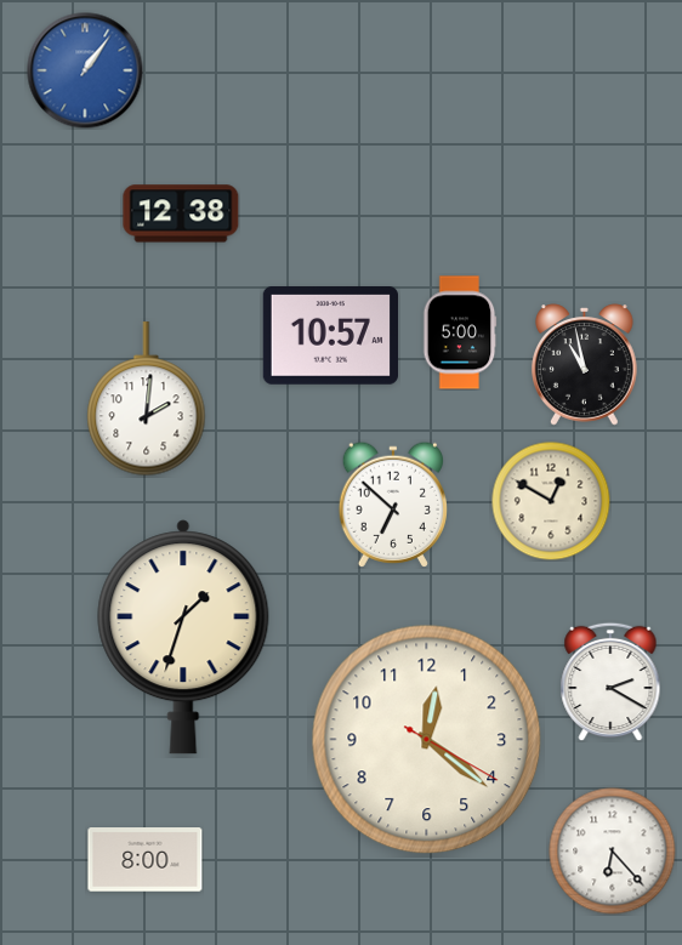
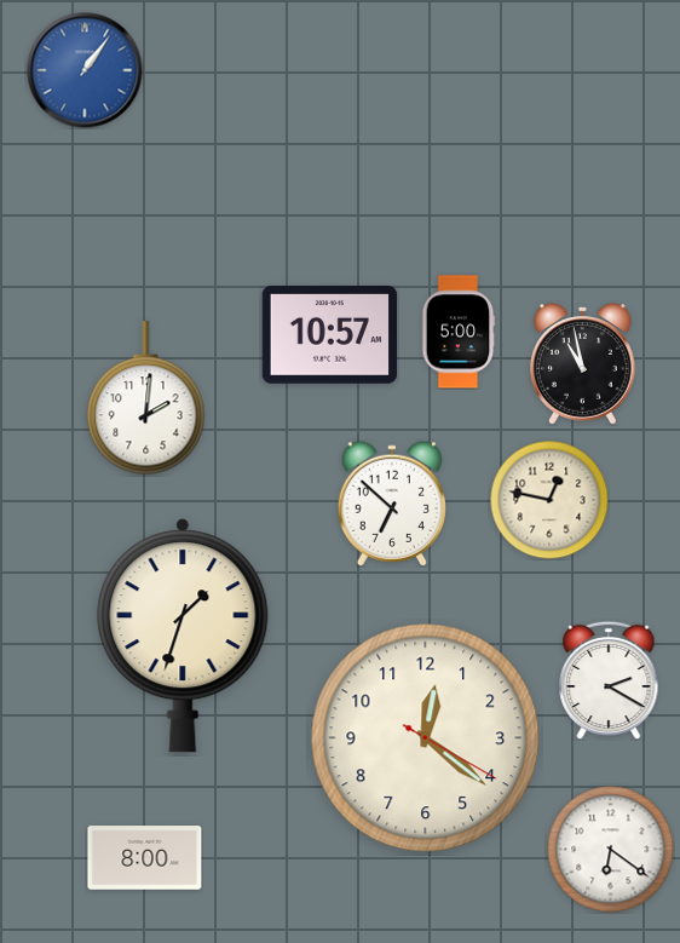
clock at (181, 214): 12:38 -> none
clock at (551, 501): 12:50 -> 12:47
clock at (613, 852): 6:23 -> 6:21
